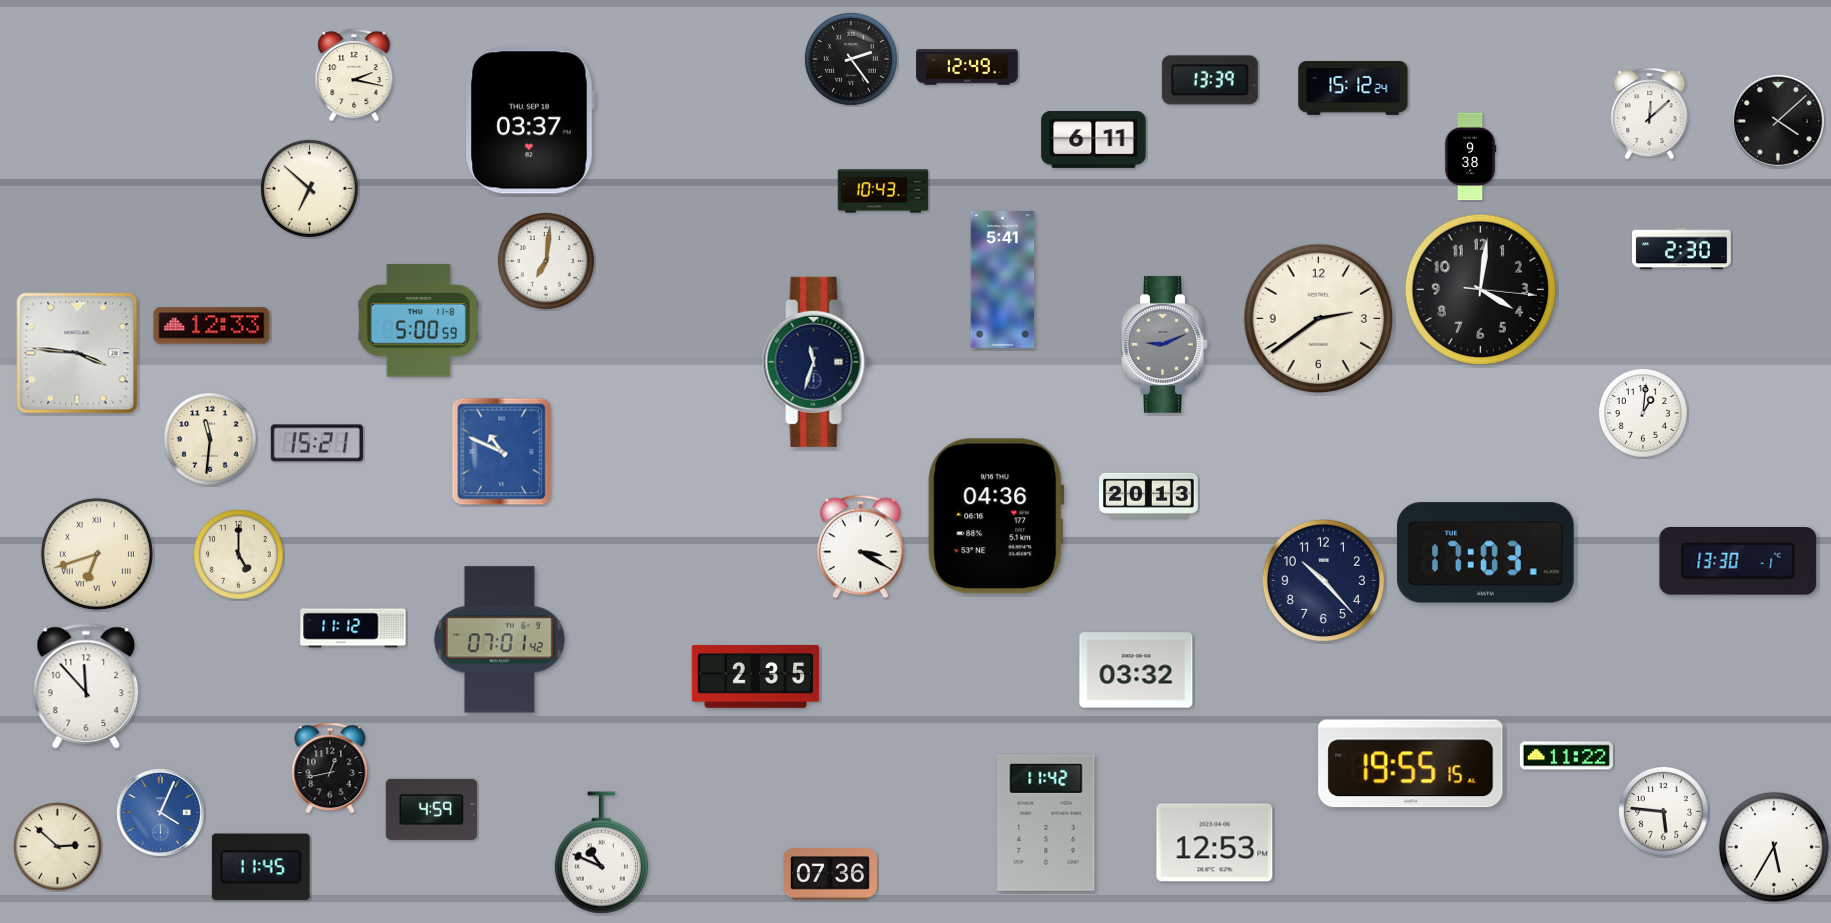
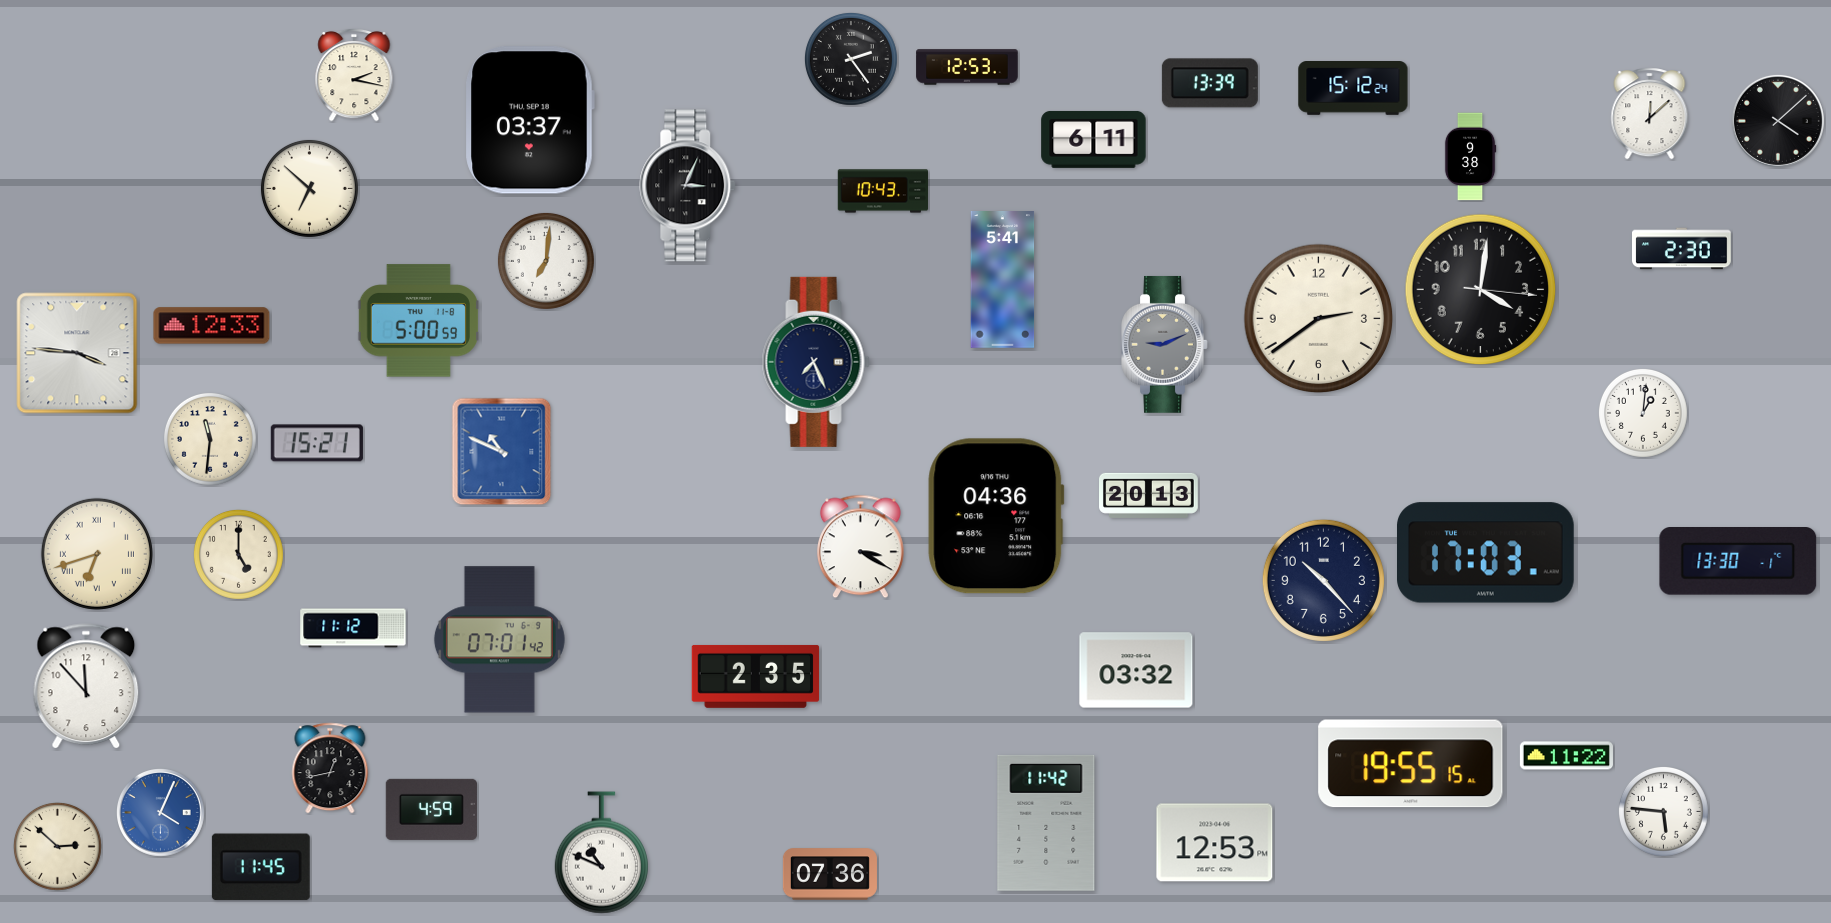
clock at (967, 67): 12:49 -> 12:53
clock at (1210, 80) position: (1210, 80) -> (1210, 83)
clock at (688, 186): none -> 3:04
clock at (816, 362): 11:33 -> 7:26
clock at (1774, 847): 5:35 -> none
